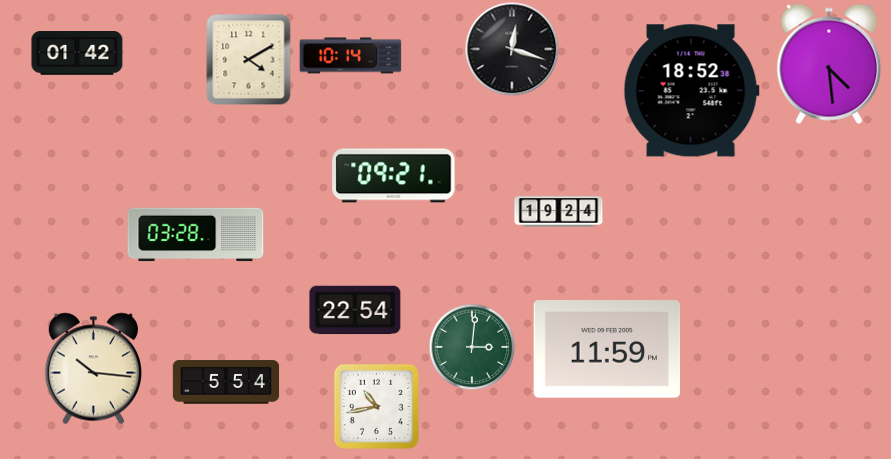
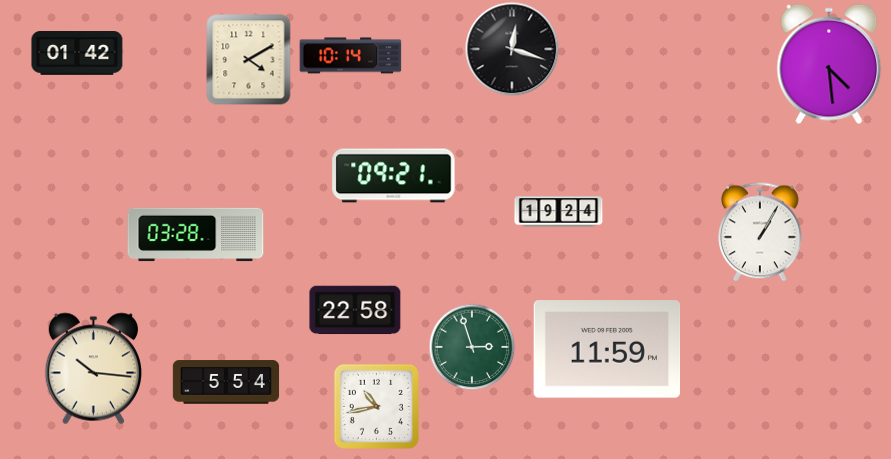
clock at (691, 91): 18:52 -> none
clock at (760, 232): none -> 1:05
clock at (355, 310): 22:54 -> 22:58
clock at (472, 347): 3:01 -> 2:57
